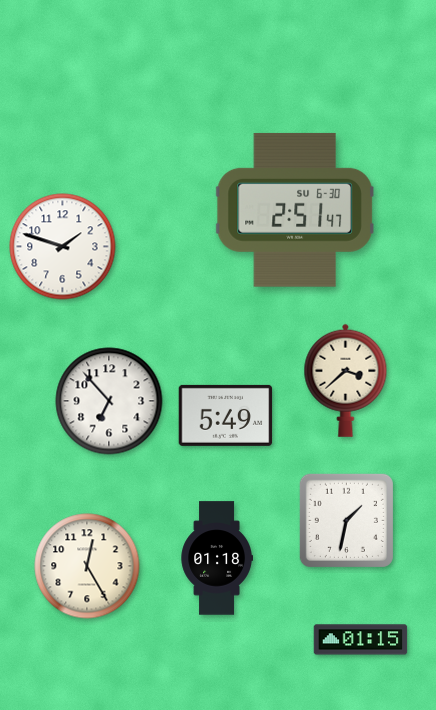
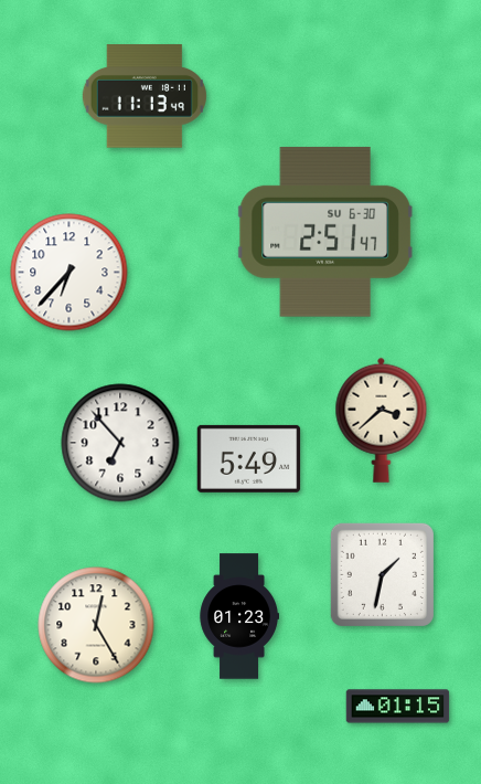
clock at (145, 96): none -> 11:13
clock at (63, 247): 1:48 -> 6:37
clock at (216, 558): 01:18 -> 01:23
